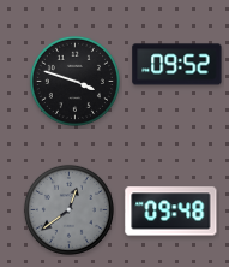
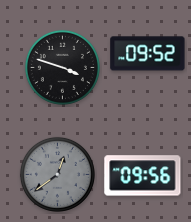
clock at (171, 212): 09:48 -> 09:56
